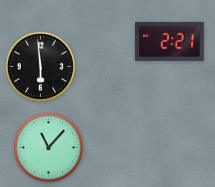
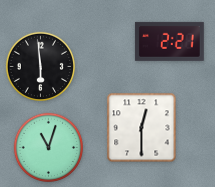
clock at (142, 128): none -> 12:30
clock at (48, 147): 11:07 -> 11:03
